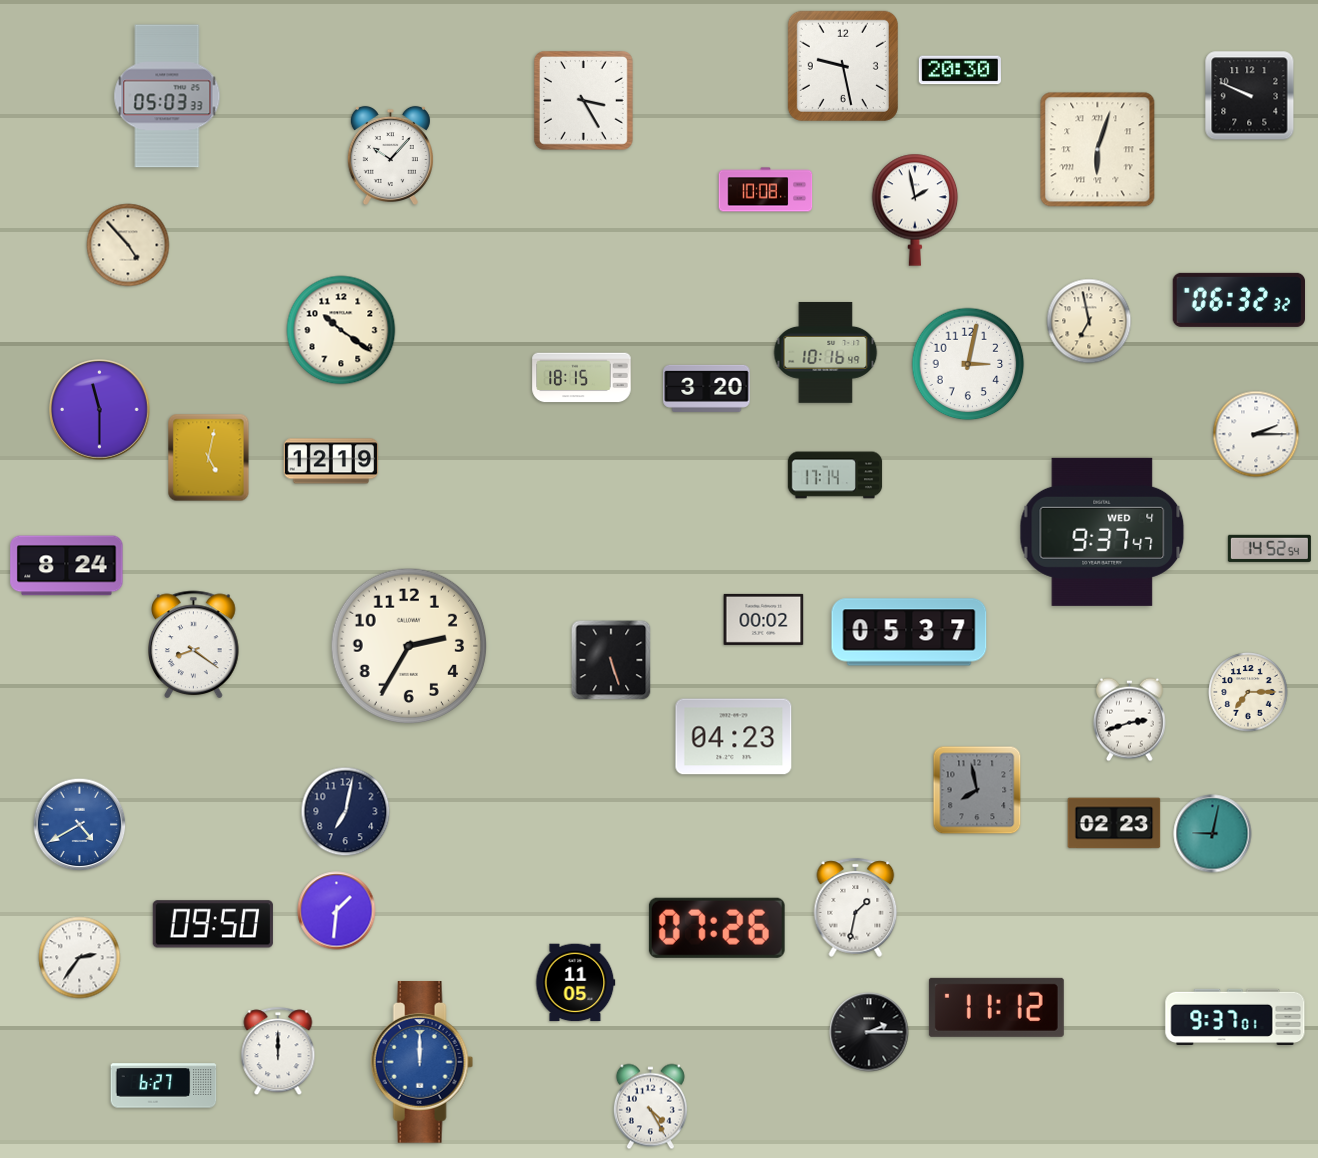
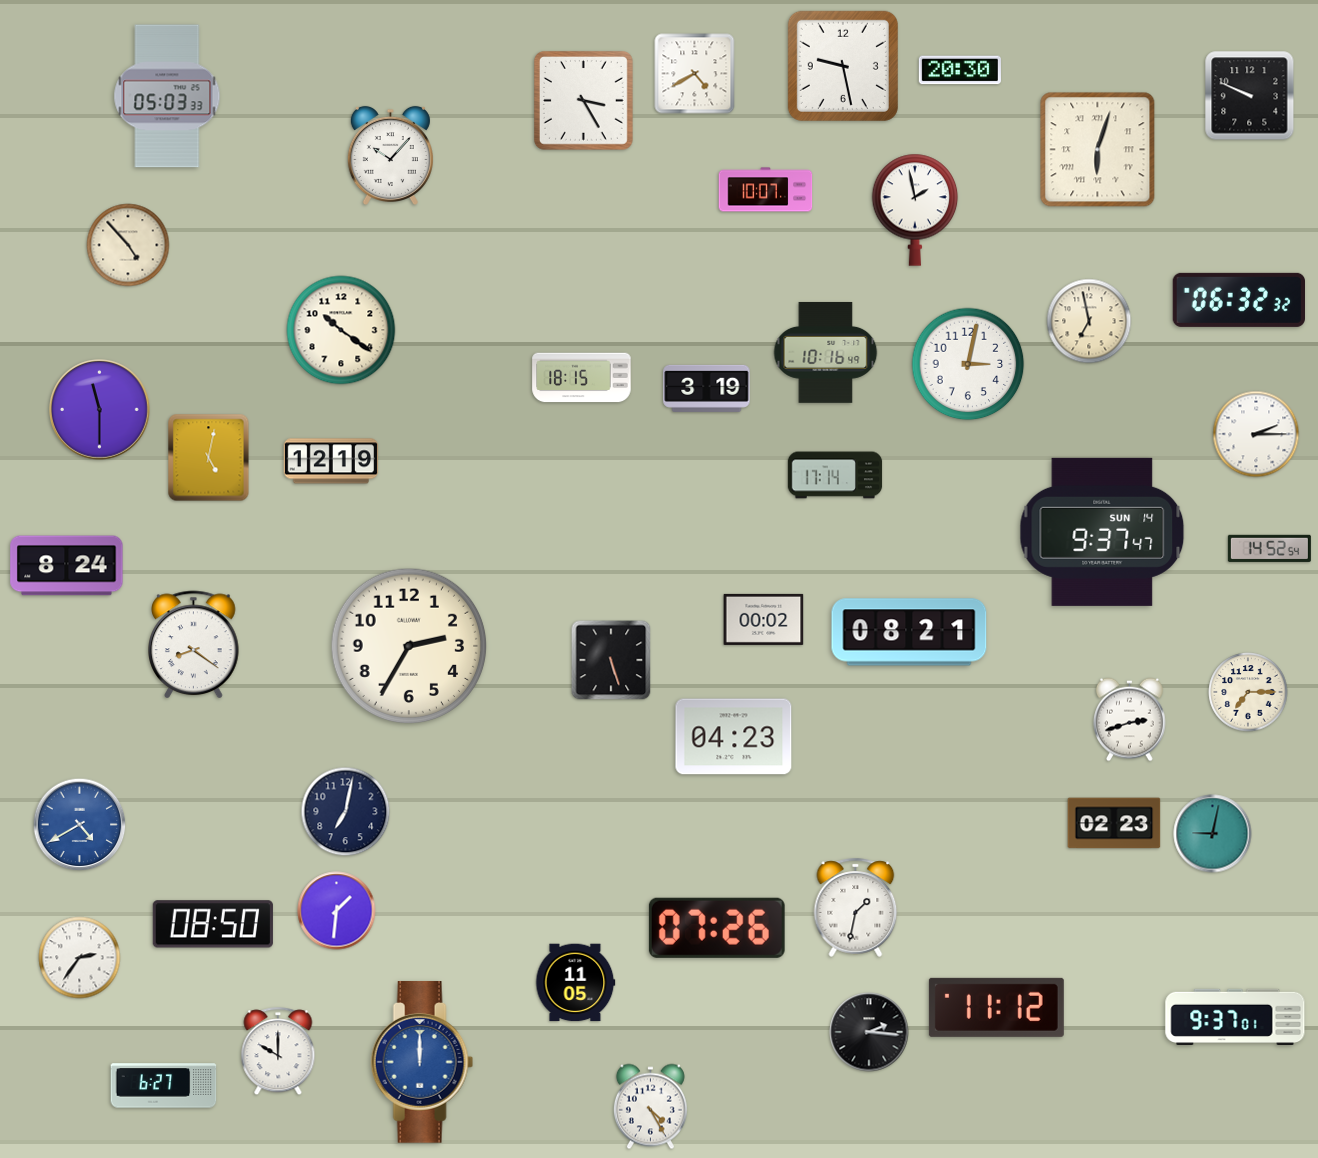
clock at (695, 74): none -> 4:40
clock at (766, 190): 10:08 -> 10:07
clock at (707, 388): 3:20 -> 3:19
clock at (1102, 532) date: WED 4 -> SUN 14
clock at (909, 632): 05:37 -> 08:21
clock at (977, 790): 7:58 -> none
clock at (213, 924): 09:50 -> 08:50
clock at (869, 1032): 2:15 -> 2:16
clock at (278, 1052): 12:00 -> 10:00
